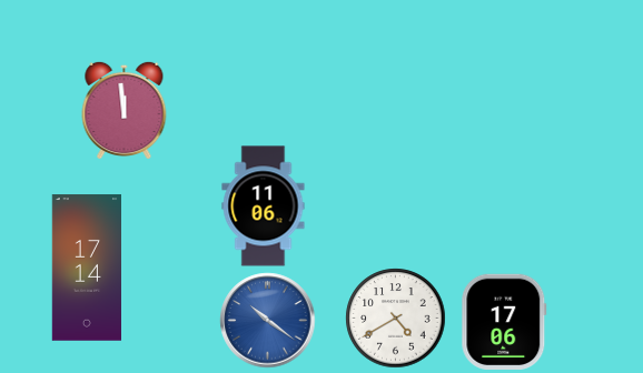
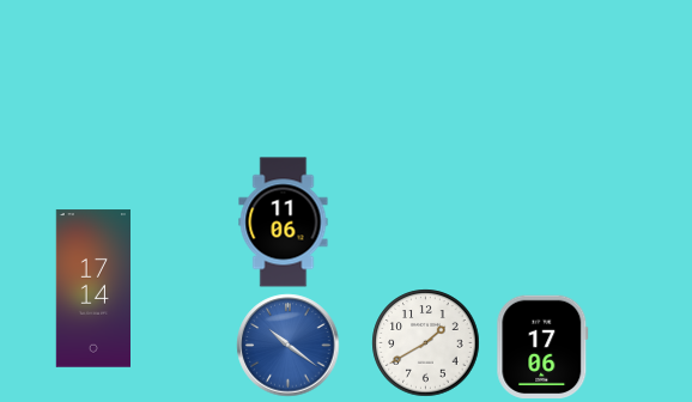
clock at (125, 109): 11:59 -> none
clock at (396, 319): 4:40 -> 1:40
